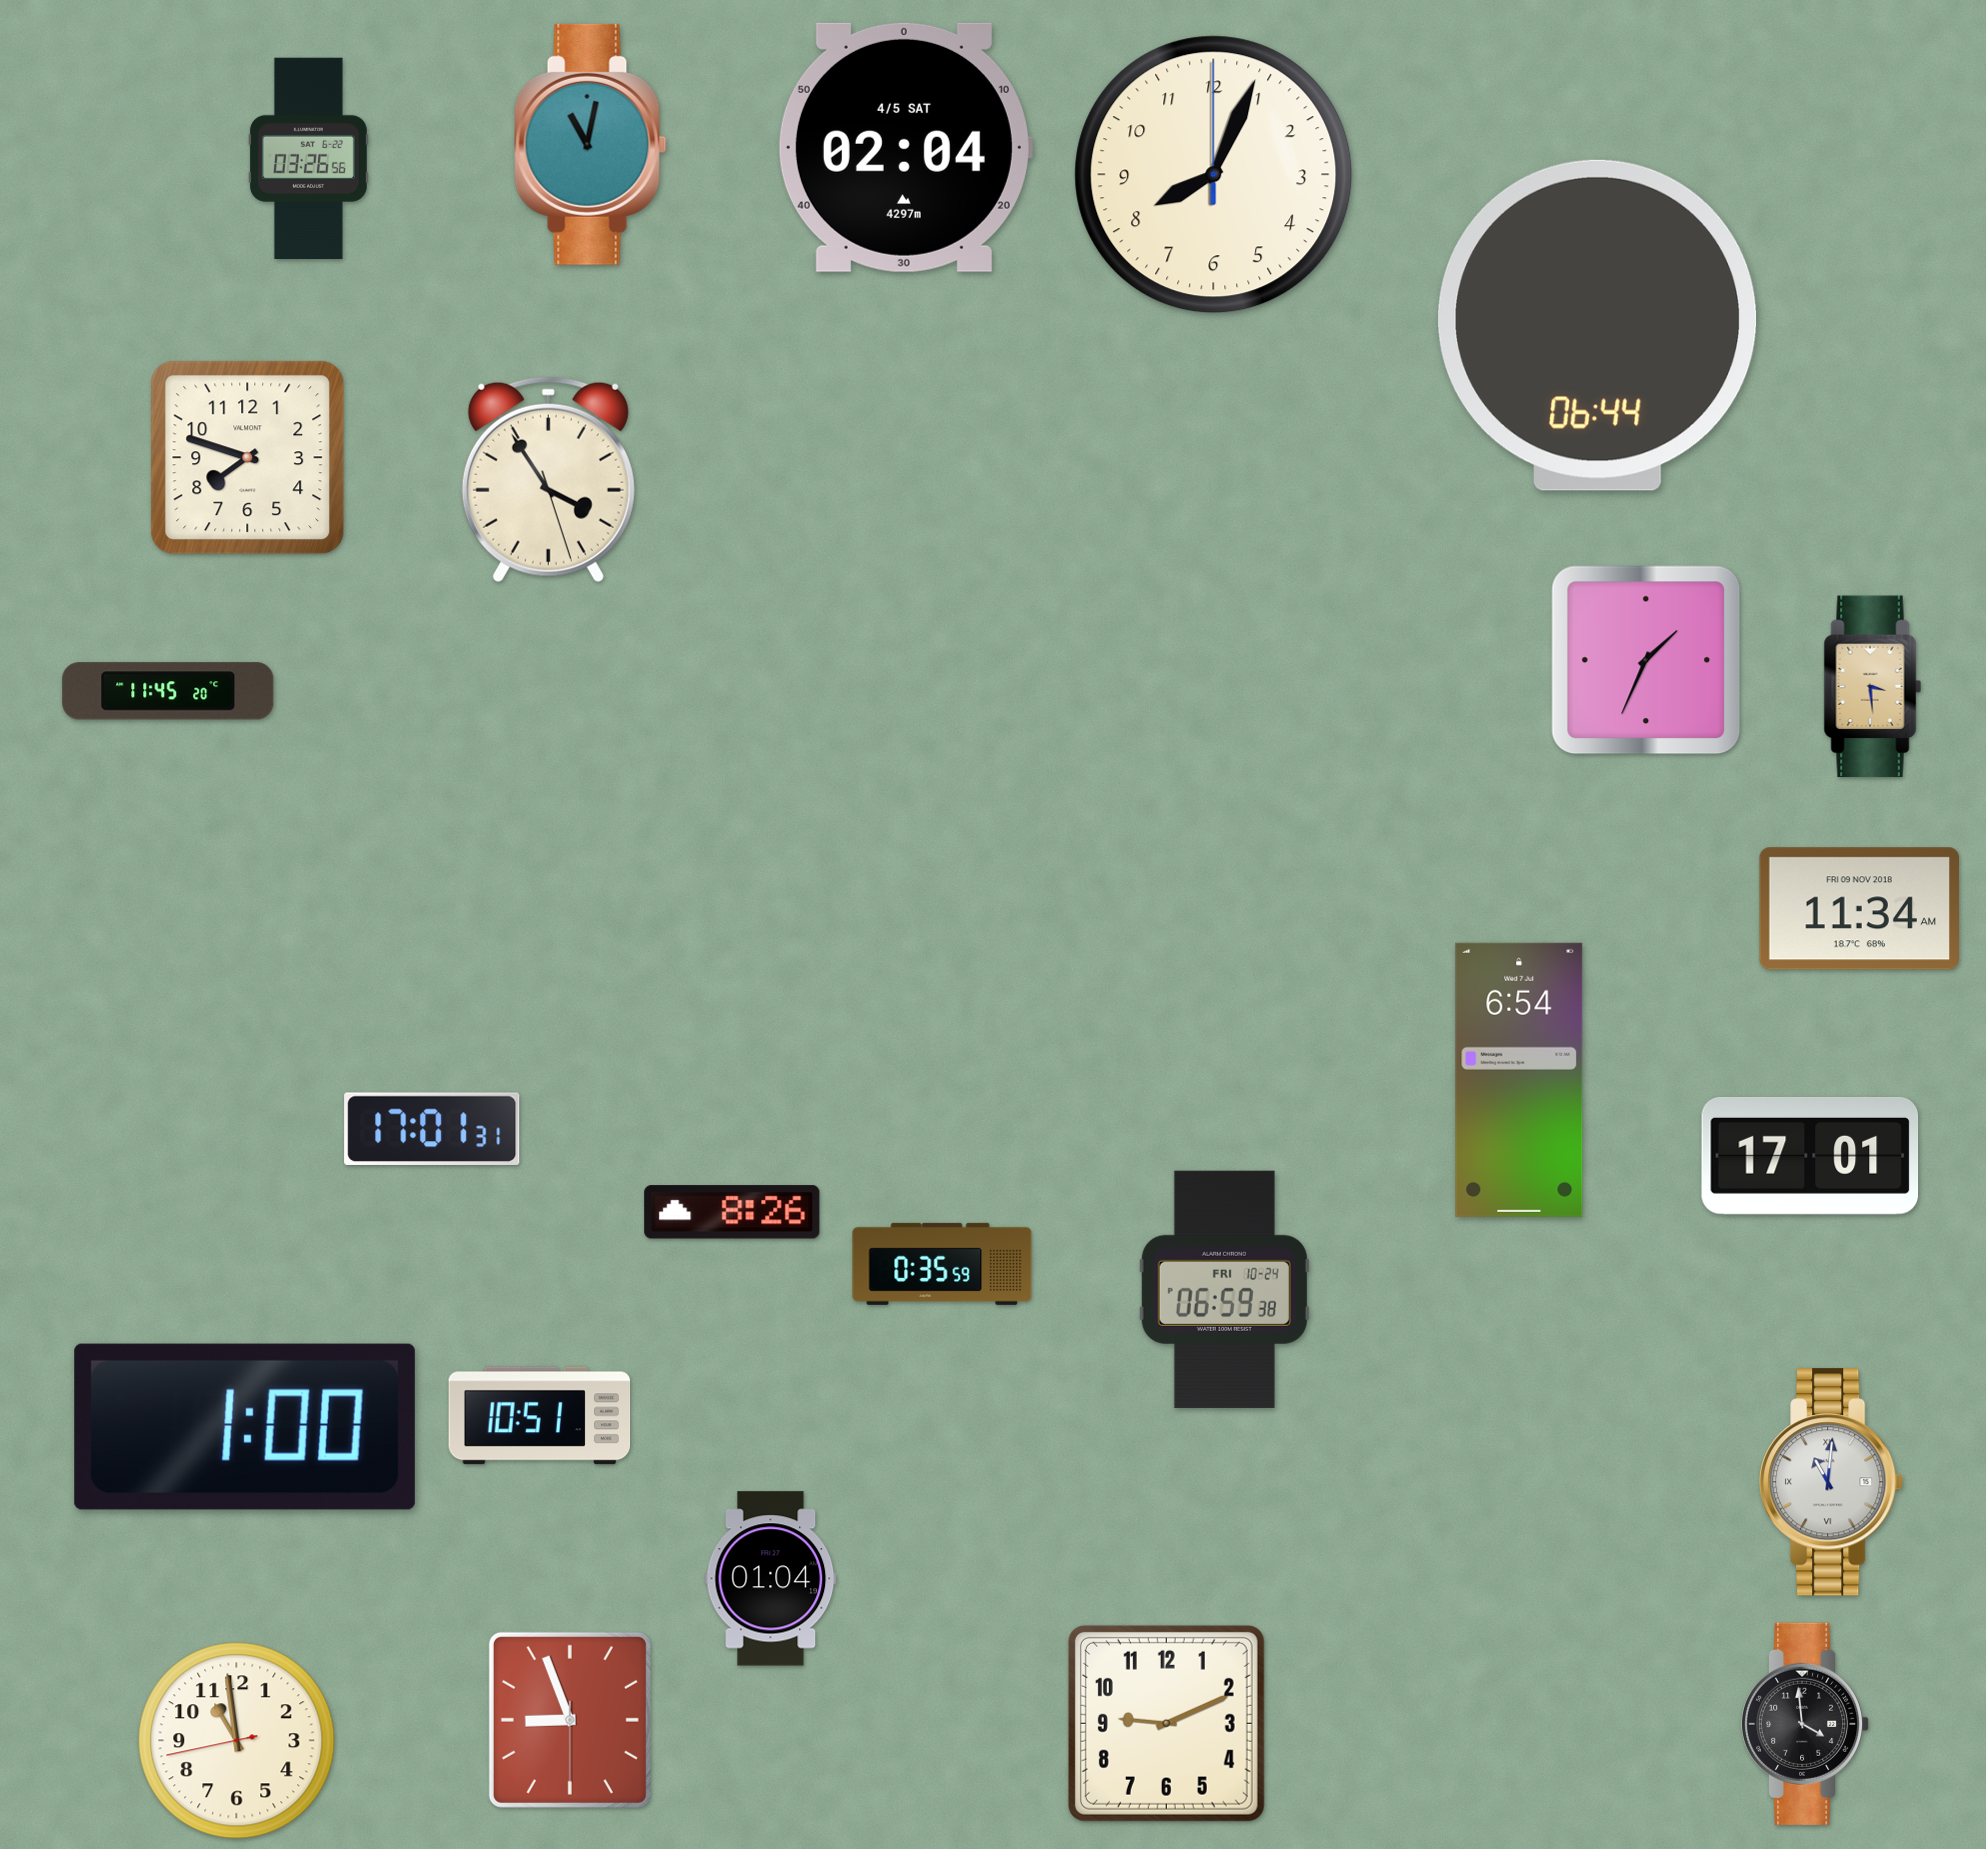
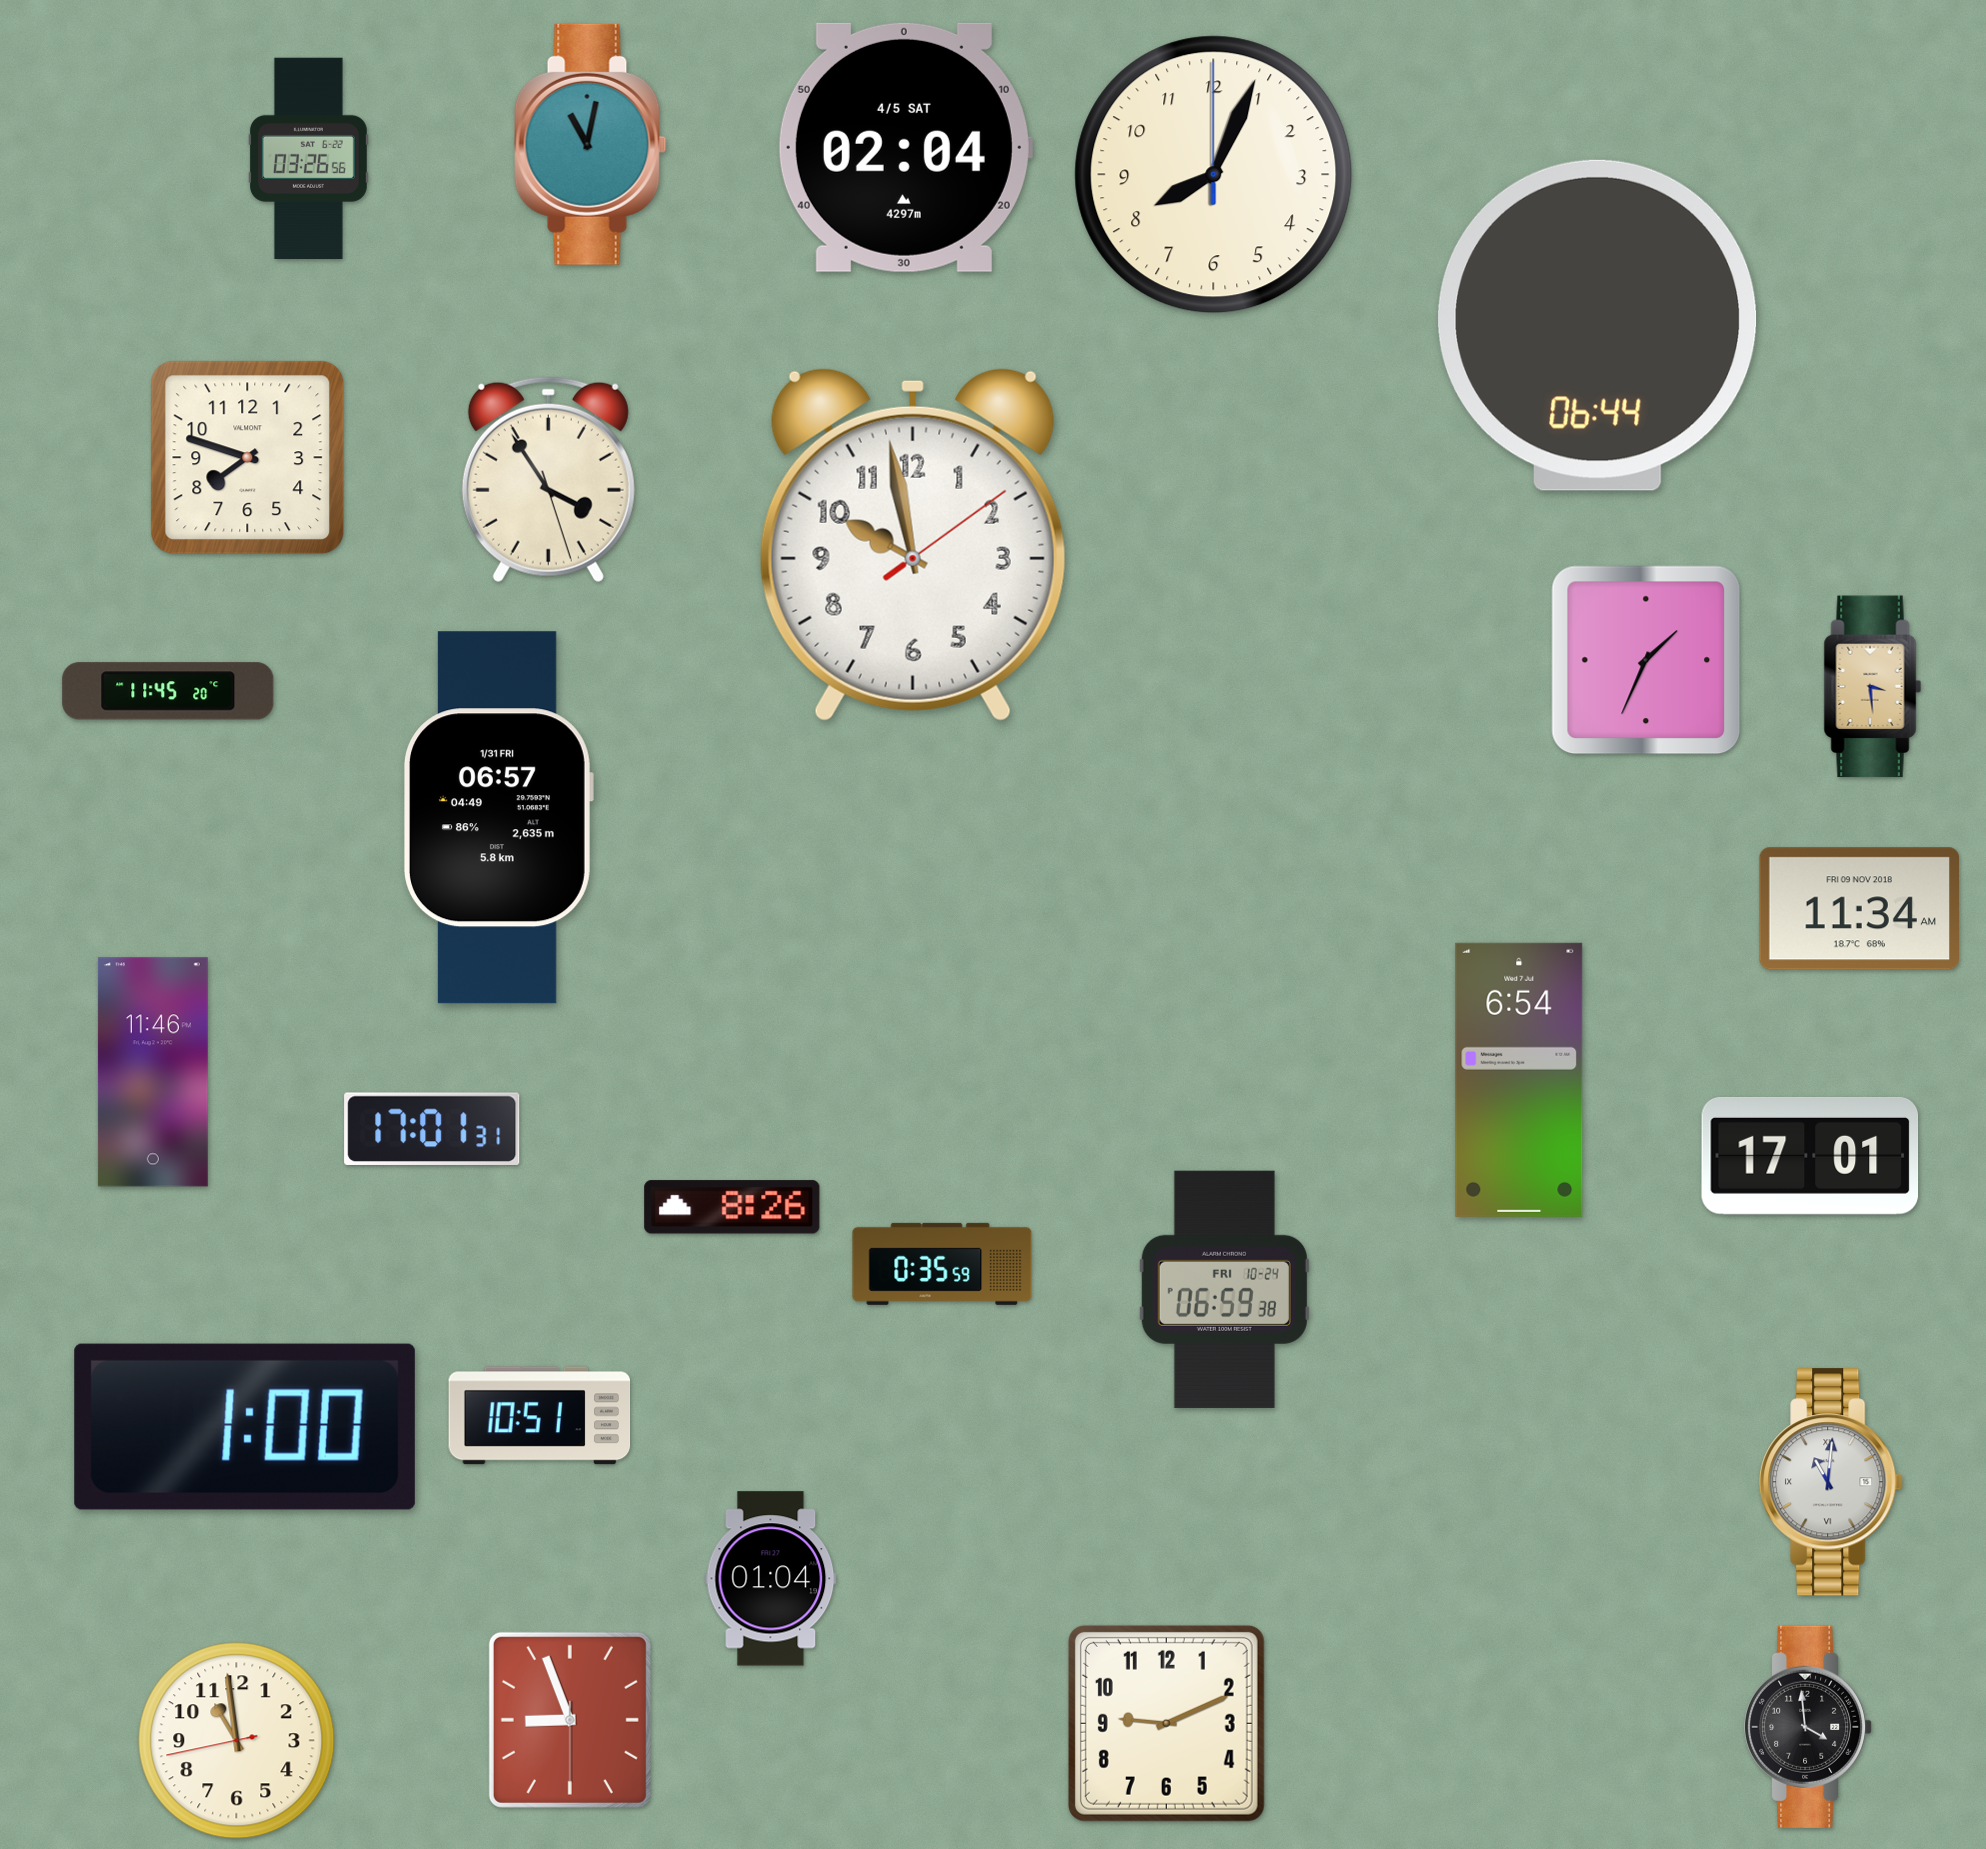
clock at (913, 545): none -> 9:58
clock at (498, 818): none -> 06:57
clock at (153, 1072): none -> 11:46
clock at (732, 1212) position: (732, 1212) -> (732, 1207)
clock at (1806, 1724) position: (1806, 1724) -> (1809, 1727)
